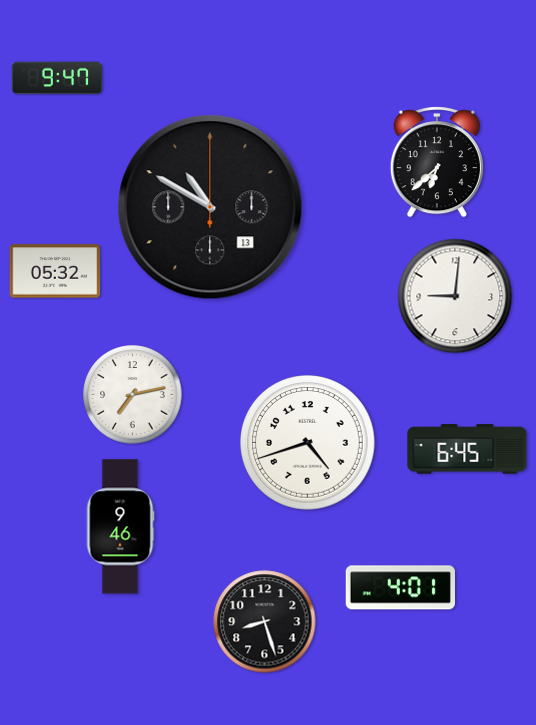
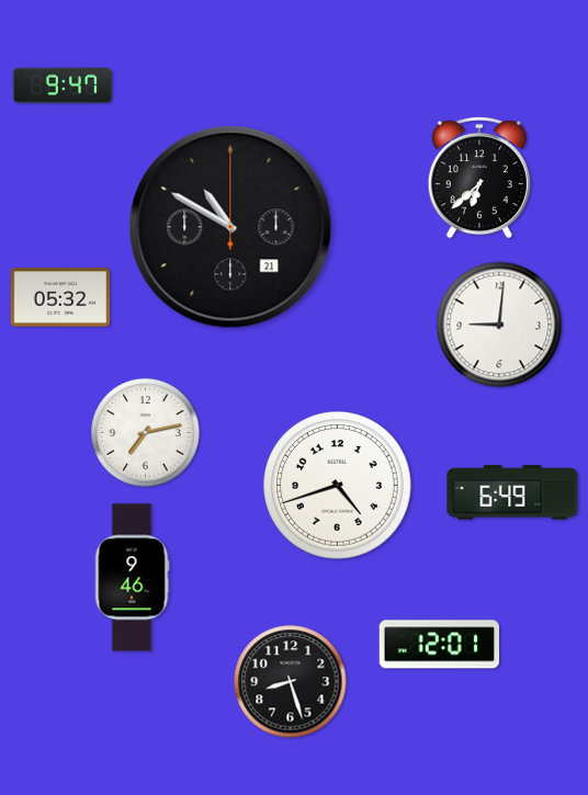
clock at (210, 207) date: 13 -> 21
clock at (467, 449): 6:45 -> 6:49
clock at (400, 588): 4:01 -> 12:01
